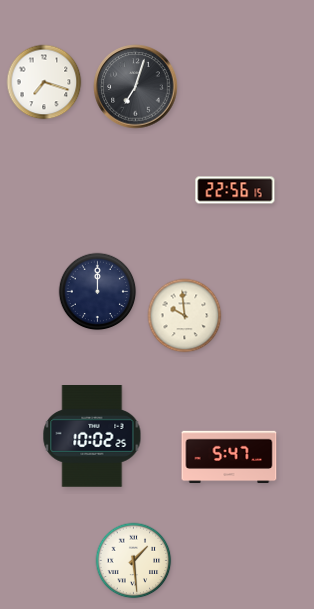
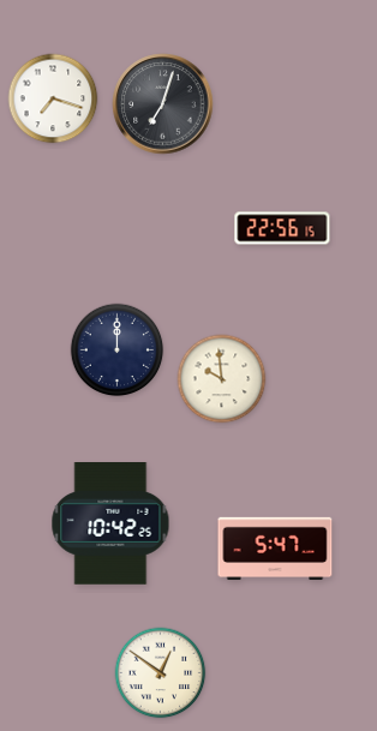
clock at (92, 437): 10:02 -> 10:42
clock at (134, 561): 1:29 -> 12:51
